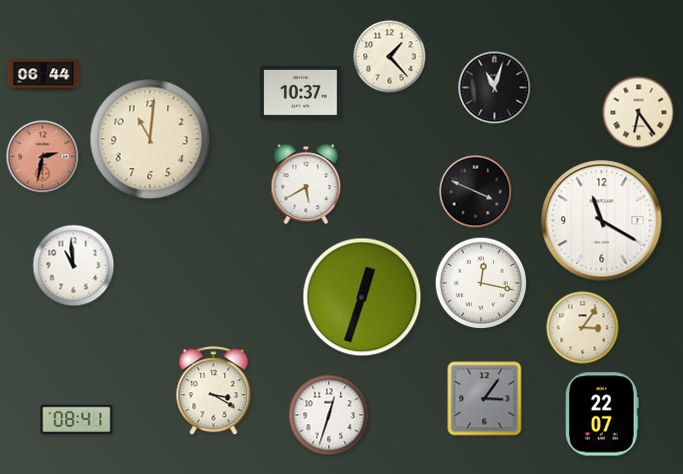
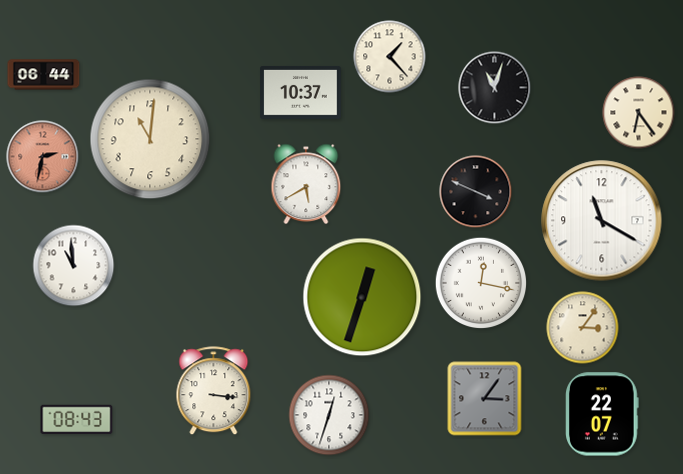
clock at (214, 391): 3:20 -> 3:16
clock at (77, 420): 08:41 -> 08:43
